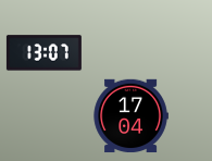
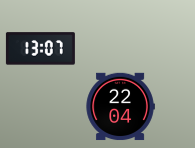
clock at (130, 116): 17:04 -> 22:04
